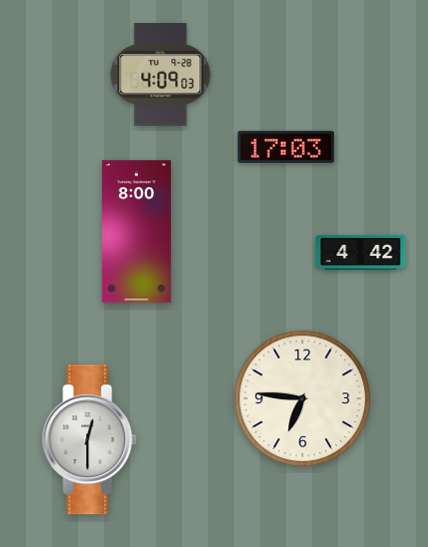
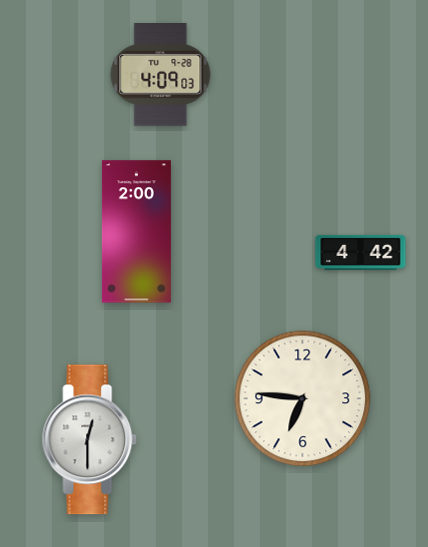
clock at (286, 147): 17:03 -> none
clock at (136, 232): 8:00 -> 2:00
